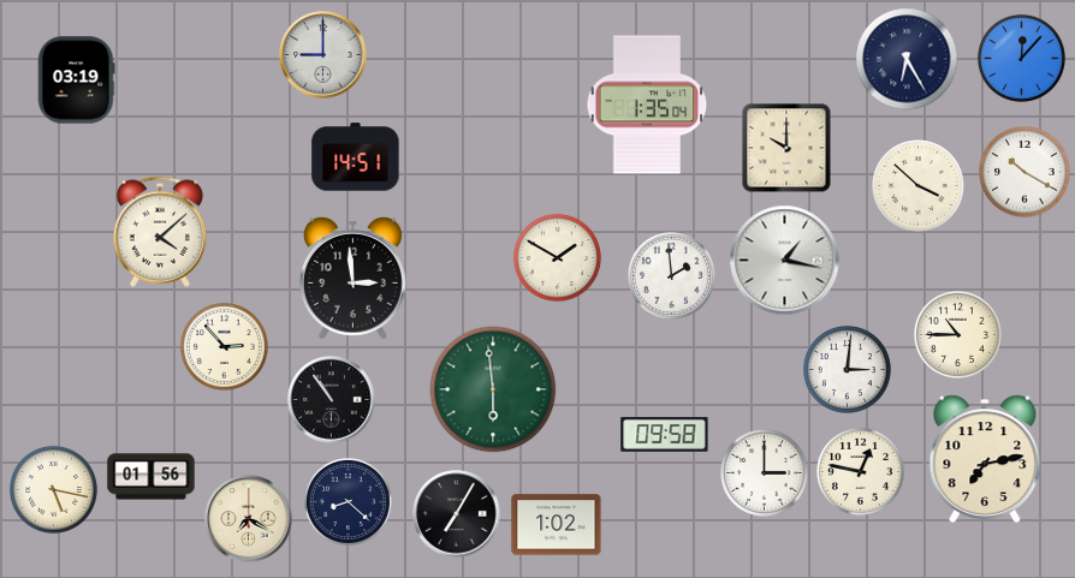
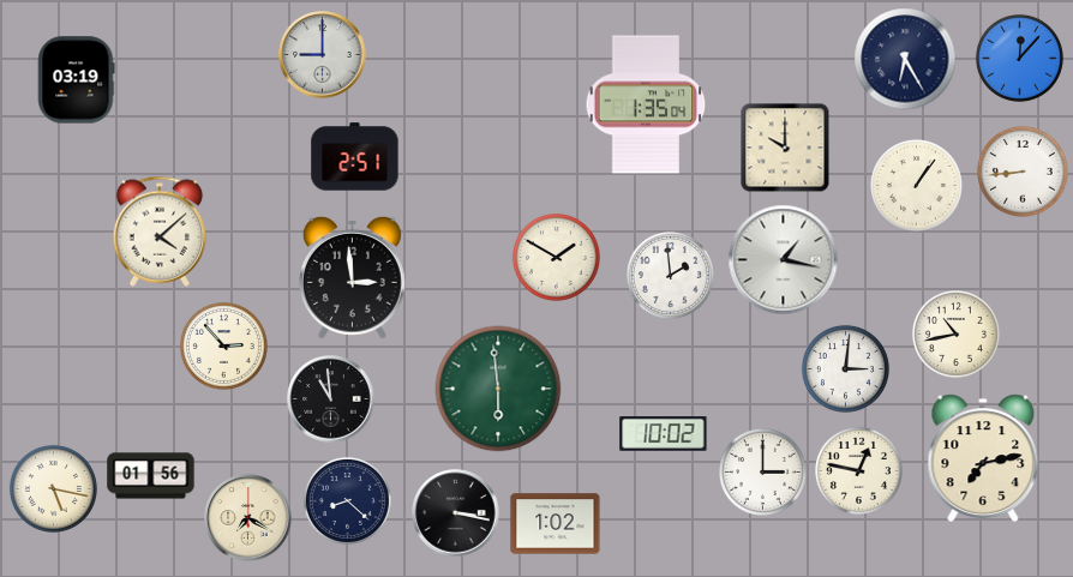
clock at (356, 157): 14:51 -> 2:51
clock at (1026, 173): 10:20 -> 8:44
clock at (919, 186): 3:52 -> 1:06
clock at (957, 334): 10:45 -> 10:43
clock at (493, 389) position: (493, 389) -> (498, 389)
clock at (332, 400): 10:54 -> 10:59
clock at (665, 435): 09:58 -> 10:02
clock at (457, 514): 7:05 -> 3:17
